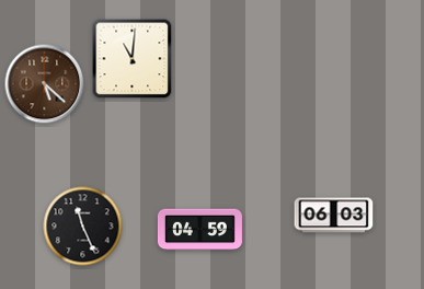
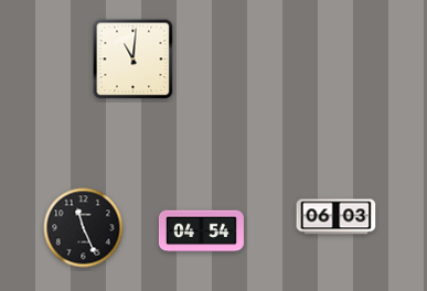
clock at (45, 84): 5:22 -> none
clock at (199, 230): 04:59 -> 04:54
